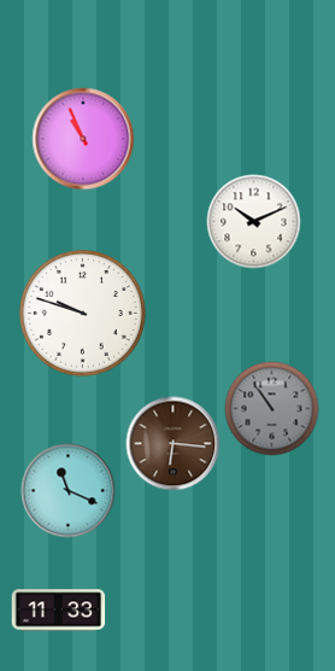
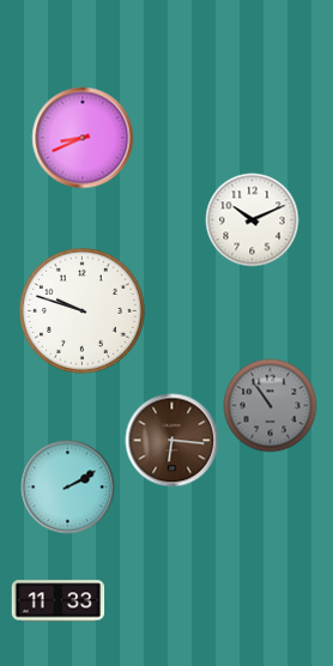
clock at (83, 139): 10:56 -> 8:41
clock at (67, 490): 11:19 -> 2:10
clock at (58, 611) position: (58, 611) -> (57, 601)
